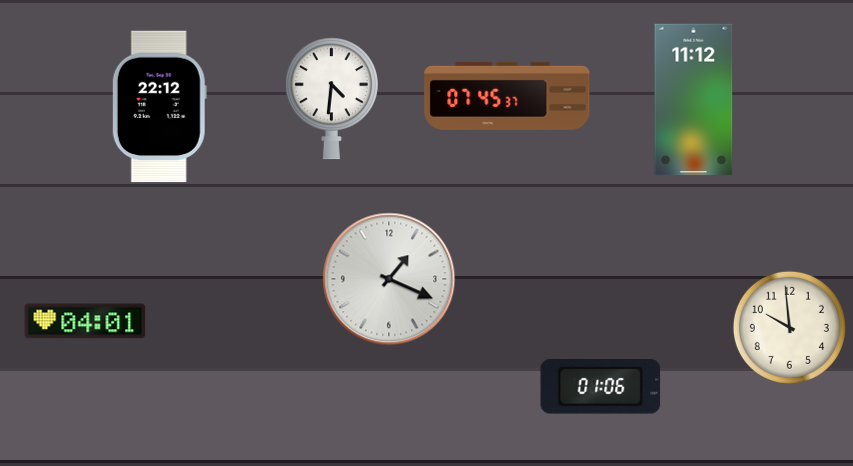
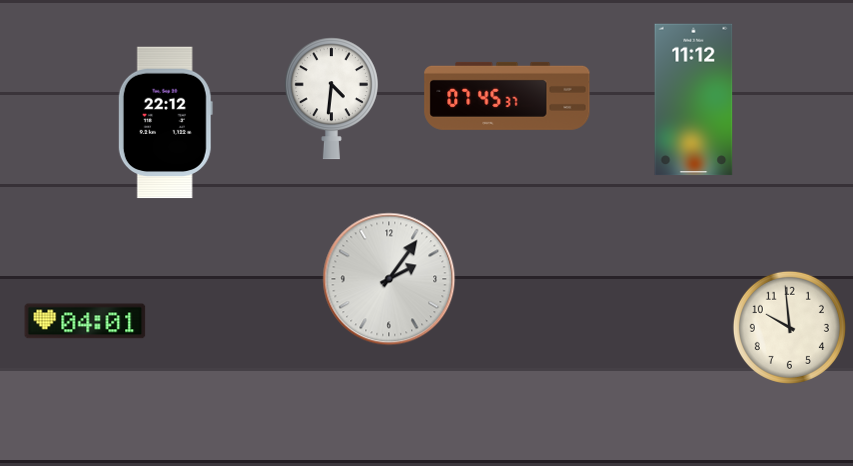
clock at (159, 107) position: (159, 107) -> (165, 123)
clock at (389, 279): 1:19 -> 2:06
clock at (601, 387): 01:06 -> none
